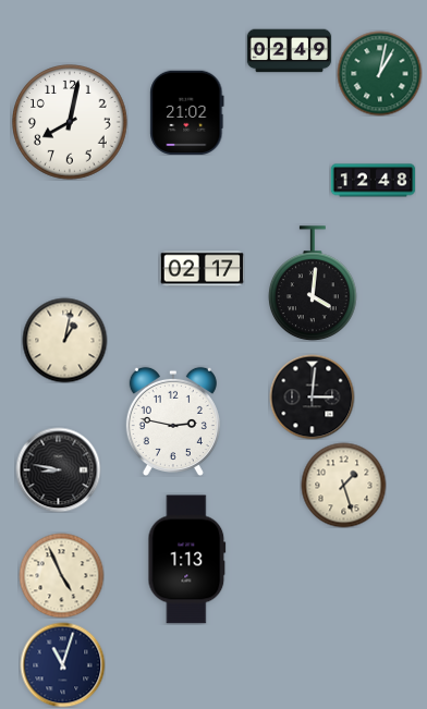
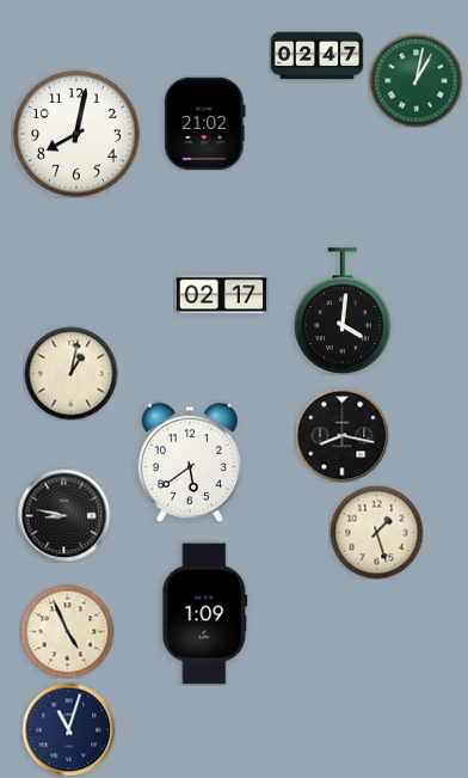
clock at (289, 51): 02:49 -> 02:47
clock at (373, 181): 12:48 -> none
clock at (312, 396): 3:01 -> 8:17
clock at (173, 420): 2:47 -> 5:39
clock at (187, 560): 1:13 -> 1:09
